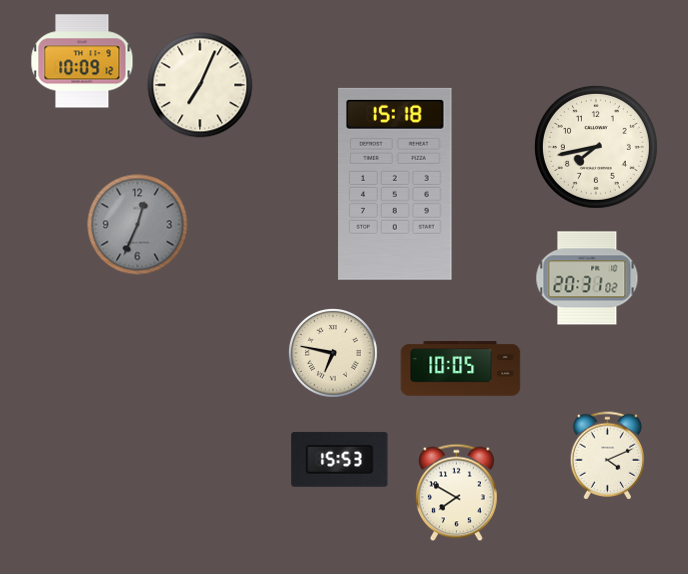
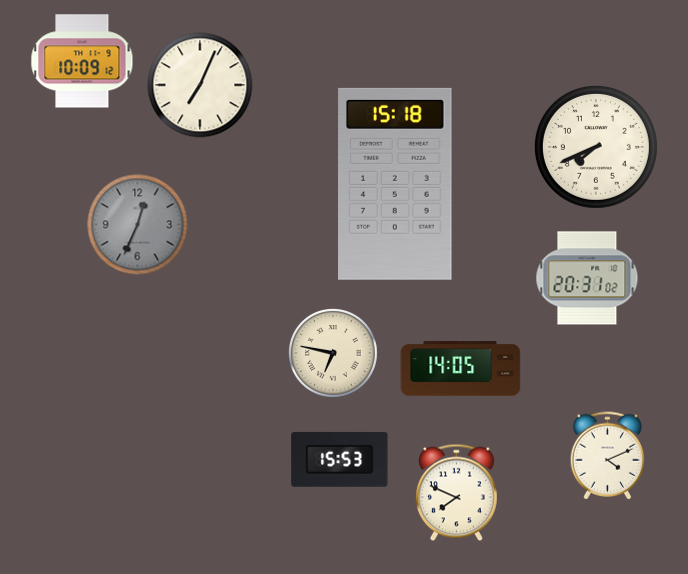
clock at (596, 147): 7:43 -> 7:41
clock at (461, 369): 10:05 -> 14:05
clock at (456, 493): 7:50 -> 7:49
